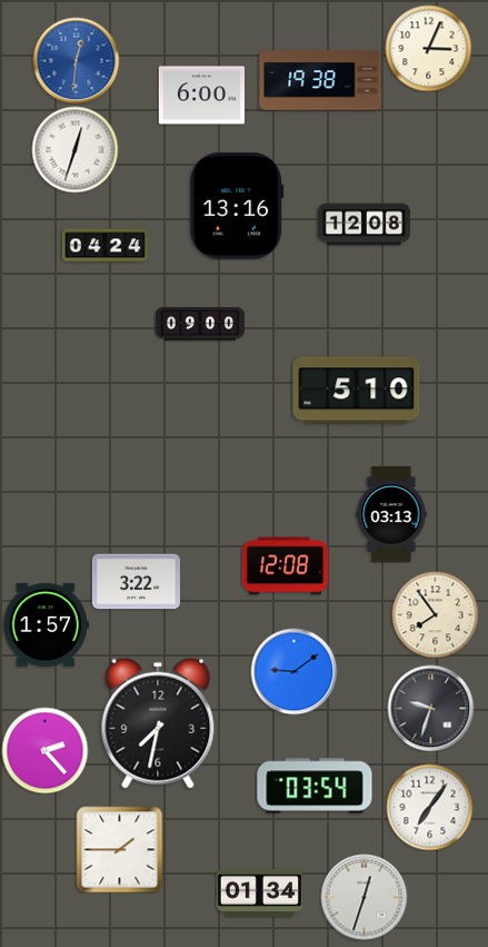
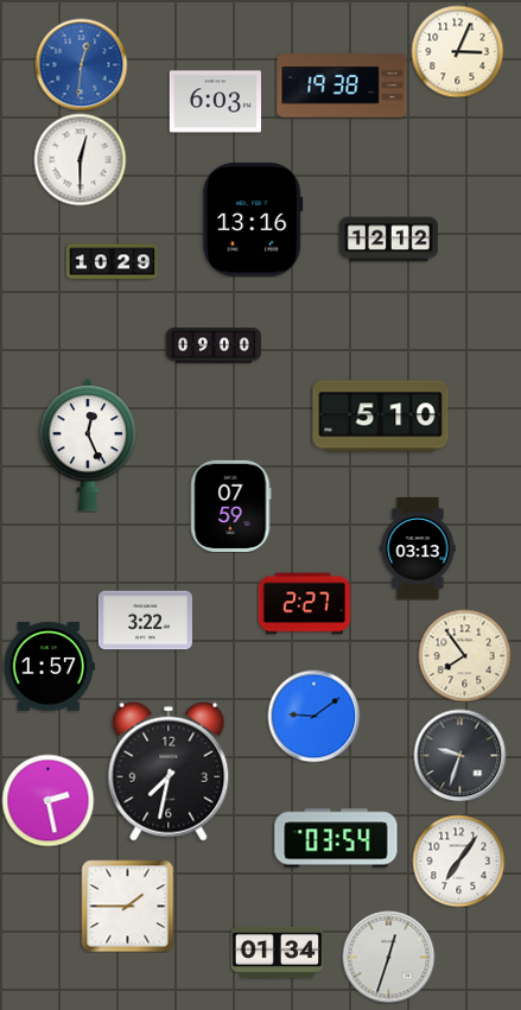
clock at (201, 96): 6:00 -> 6:03
clock at (74, 149): 12:33 -> 12:30
clock at (363, 225): 12:08 -> 12:12
clock at (104, 246): 04:24 -> 10:29
clock at (88, 445): none -> 12:26
clock at (231, 506): none -> 07:59
clock at (285, 566): 12:08 -> 2:27
clock at (44, 750): 2:23 -> 2:28
